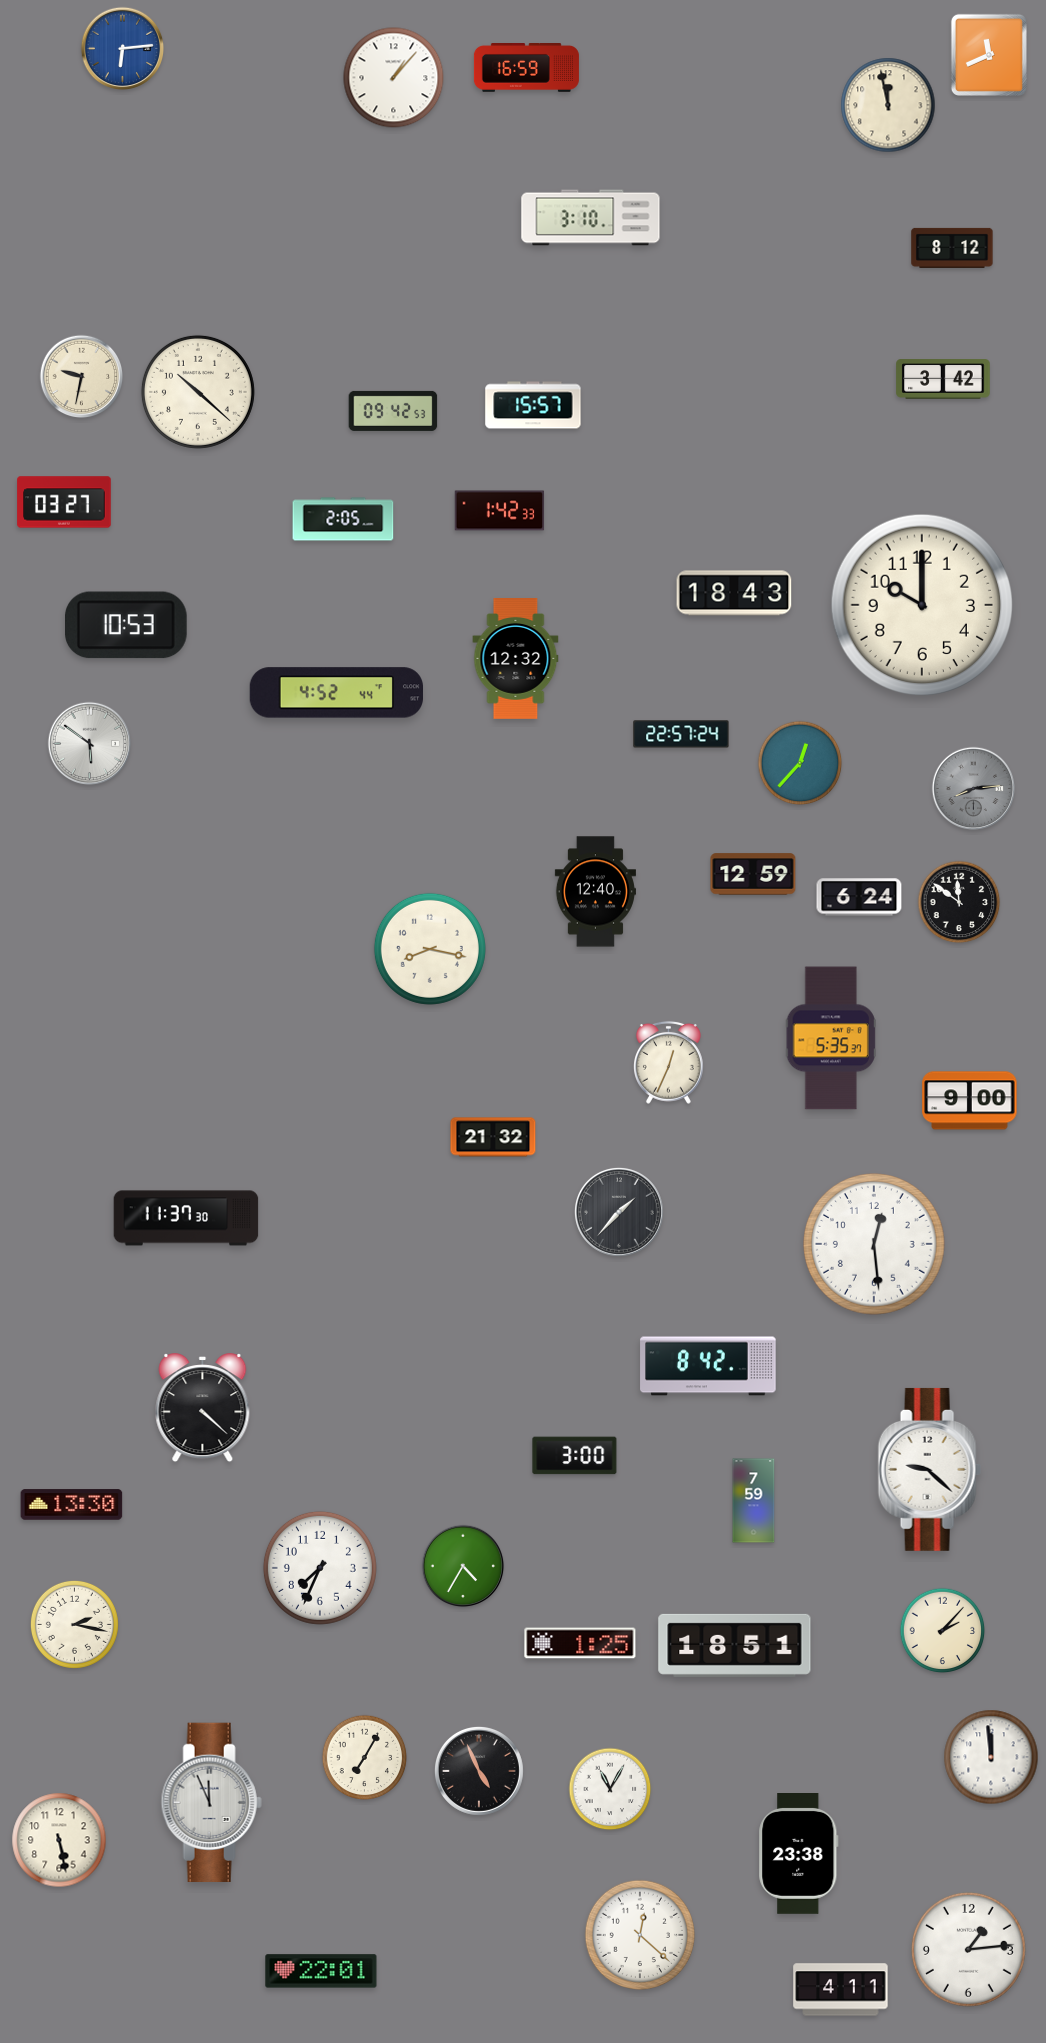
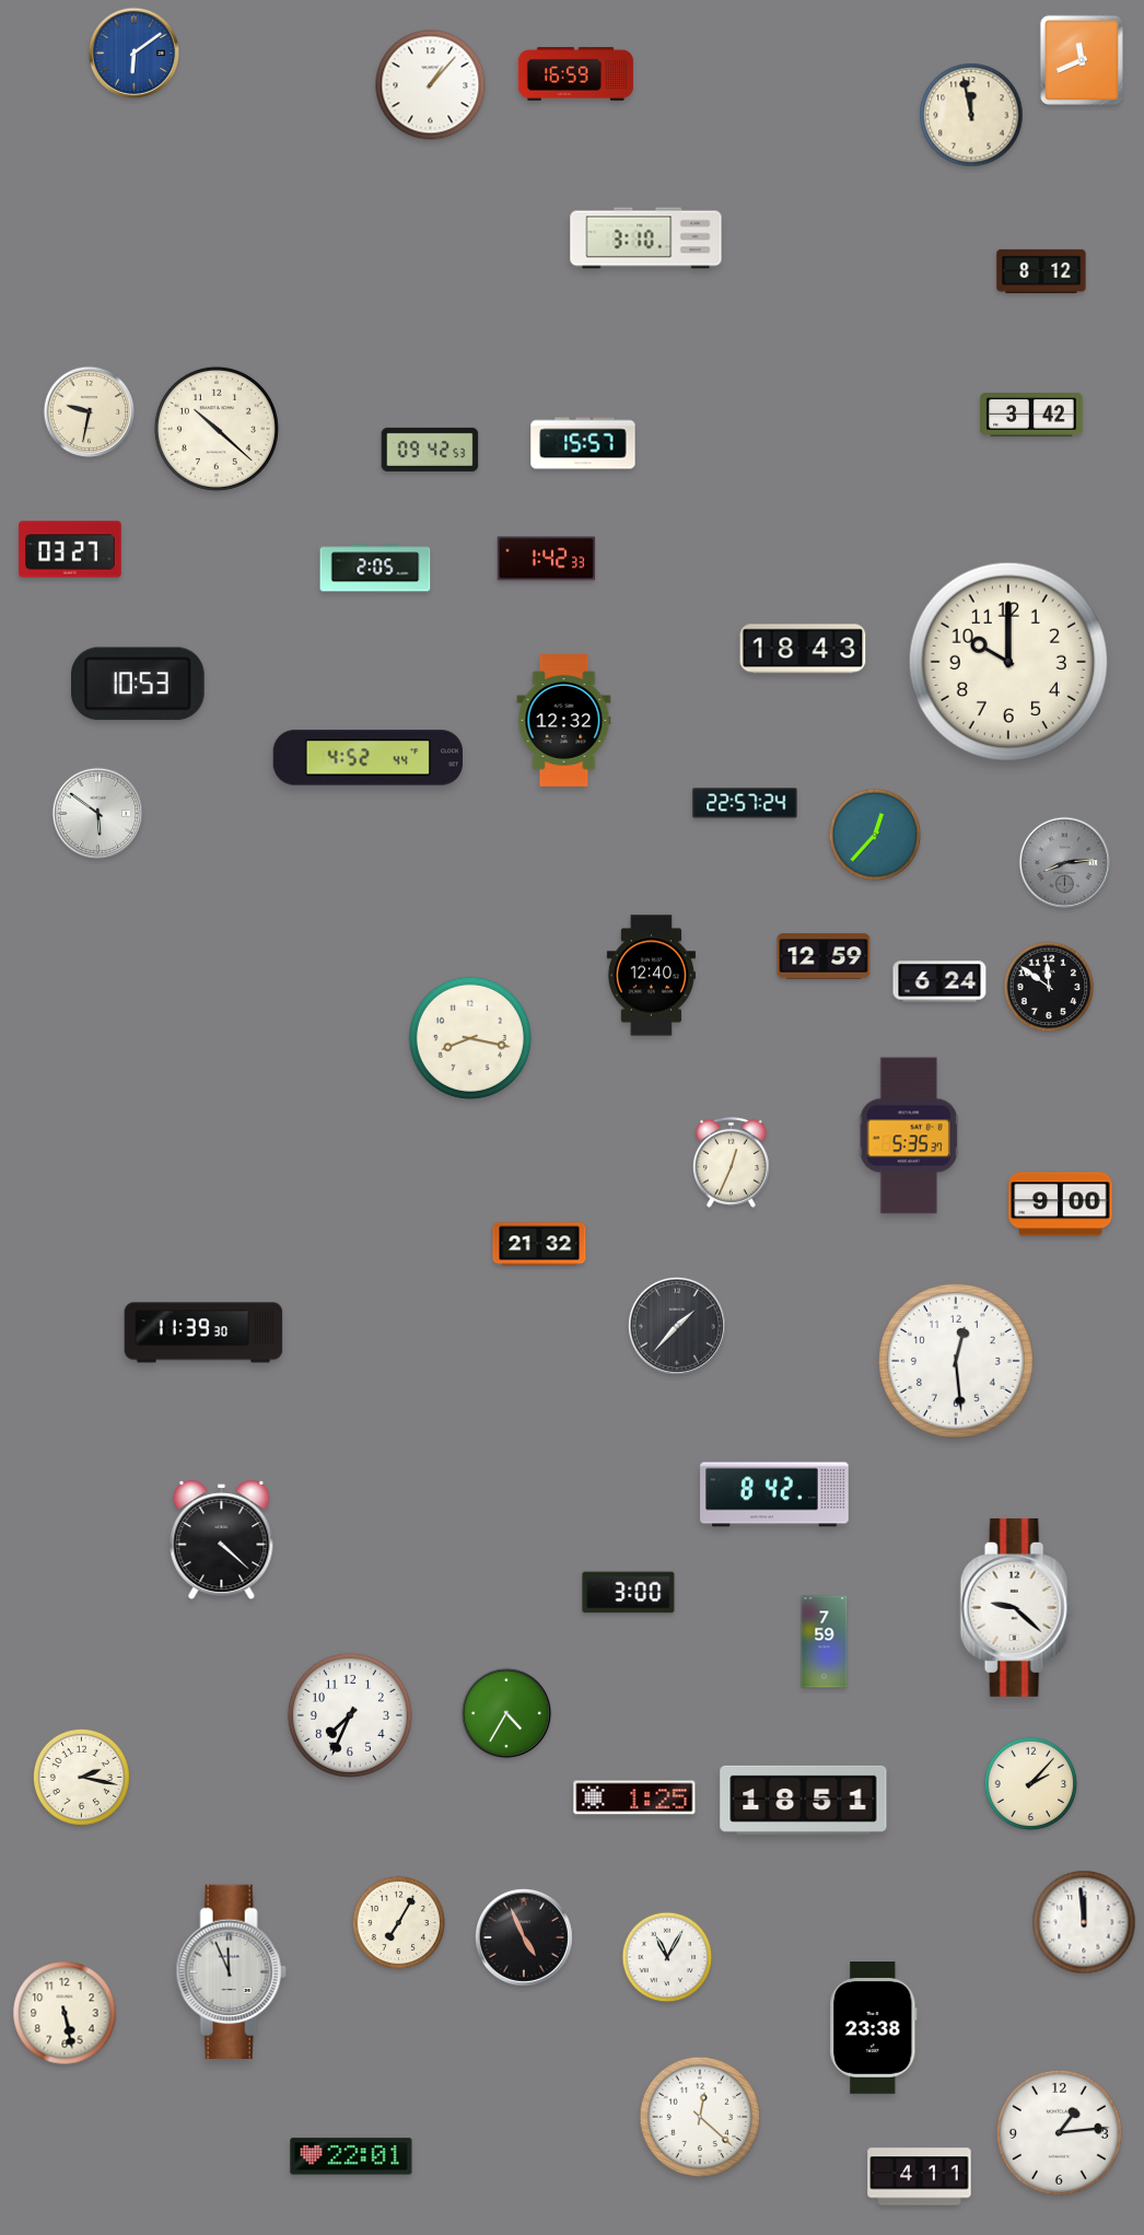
clock at (123, 49): 6:14 -> 6:09
clock at (186, 1218): 11:37 -> 11:39
clock at (72, 1505): 13:30 -> none
